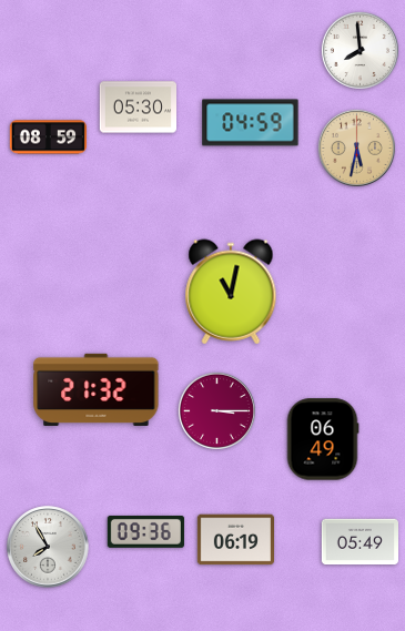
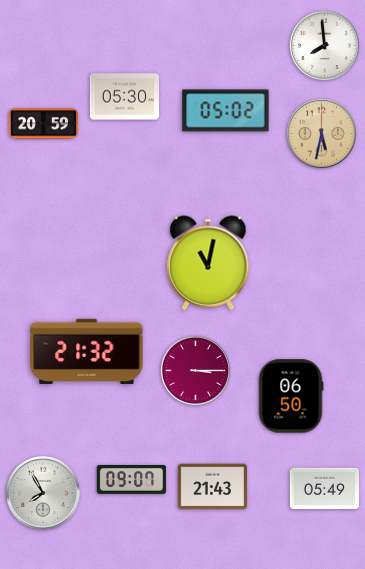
clock at (251, 123): 04:59 -> 05:02
clock at (48, 138): 08:59 -> 20:59
clock at (323, 439): 06:49 -> 06:50
clock at (145, 531): 09:36 -> 09:07
clock at (235, 540): 06:19 -> 21:43
